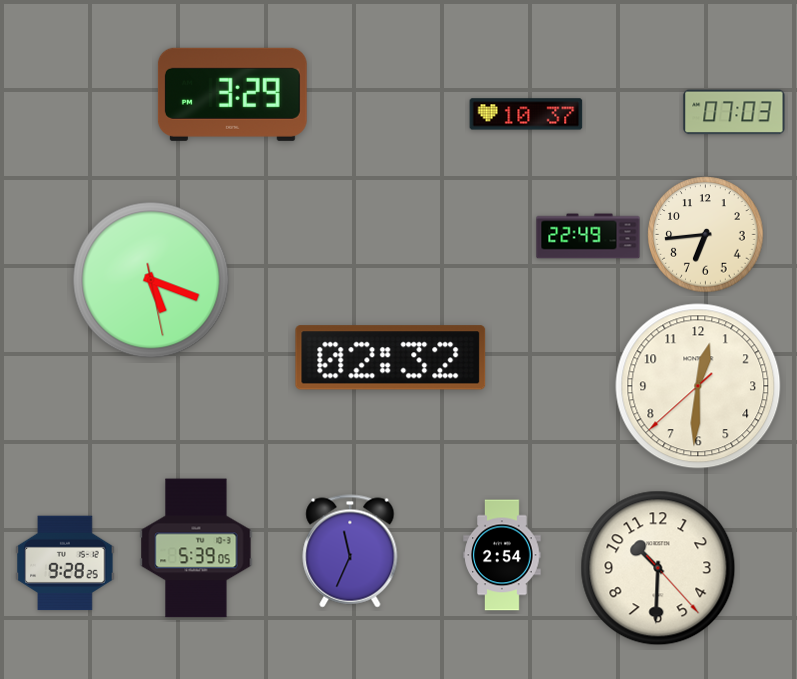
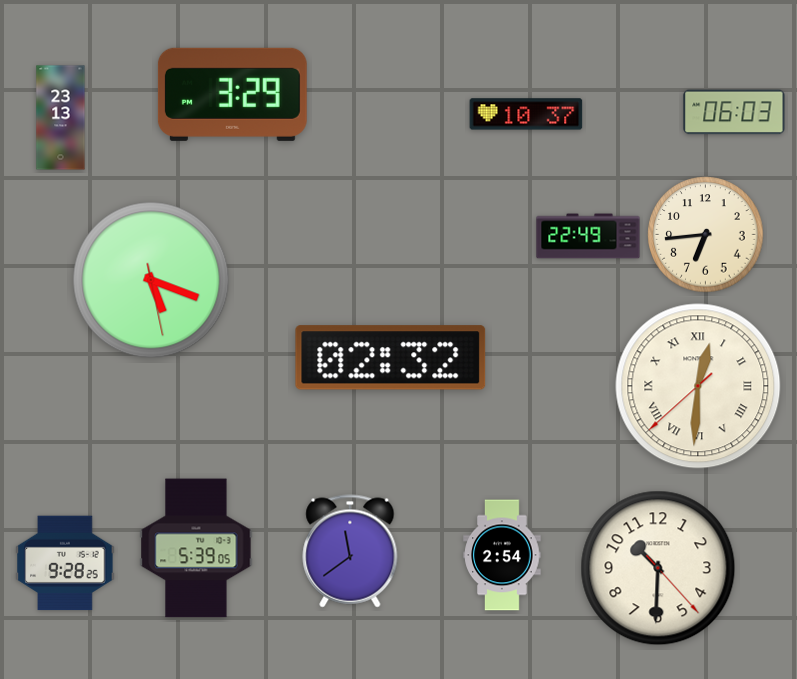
clock at (734, 112): 07:03 -> 06:03
clock at (61, 118): none -> 23:13
clock at (698, 386) numerals: Arabic -> Roman
clock at (350, 551): 11:34 -> 11:39
